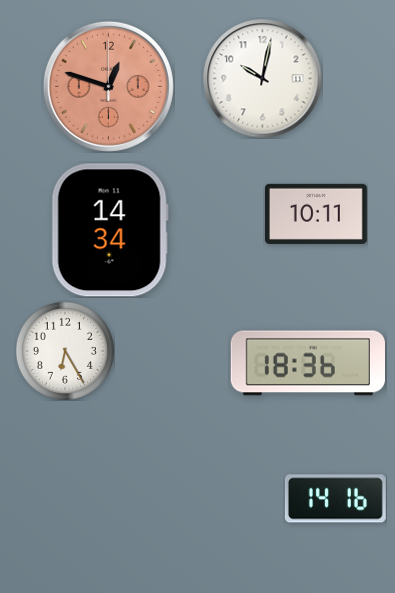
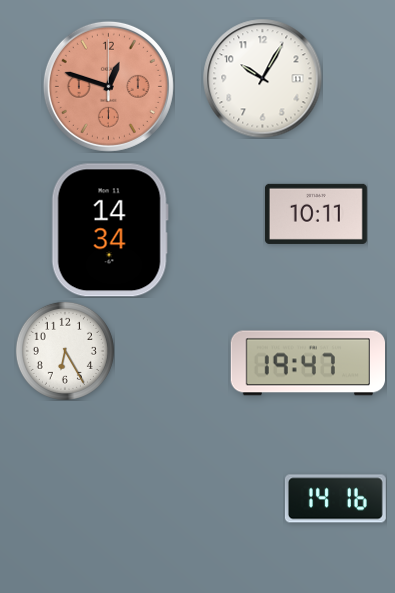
clock at (263, 79): 10:02 -> 10:05
clock at (307, 363): 18:36 -> 19:47
